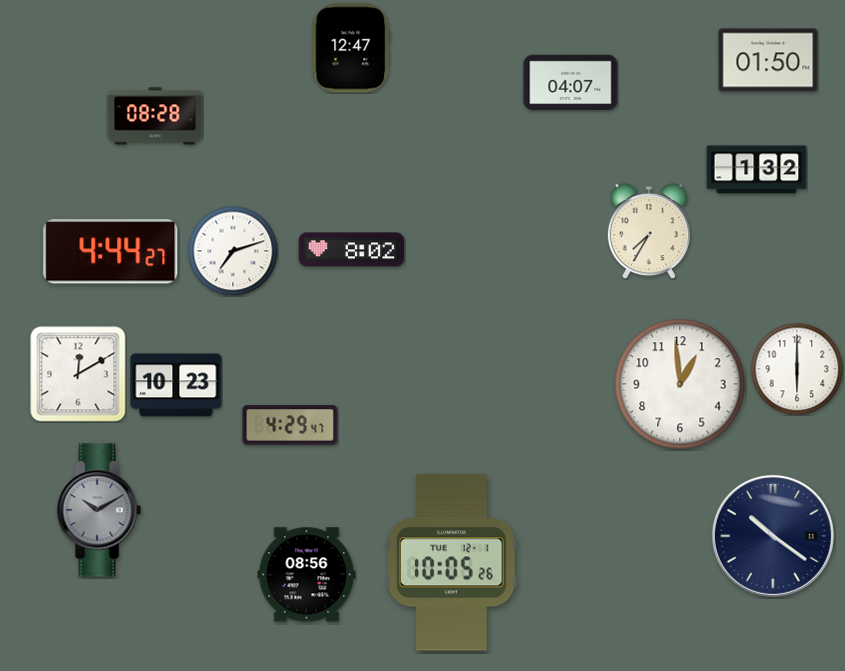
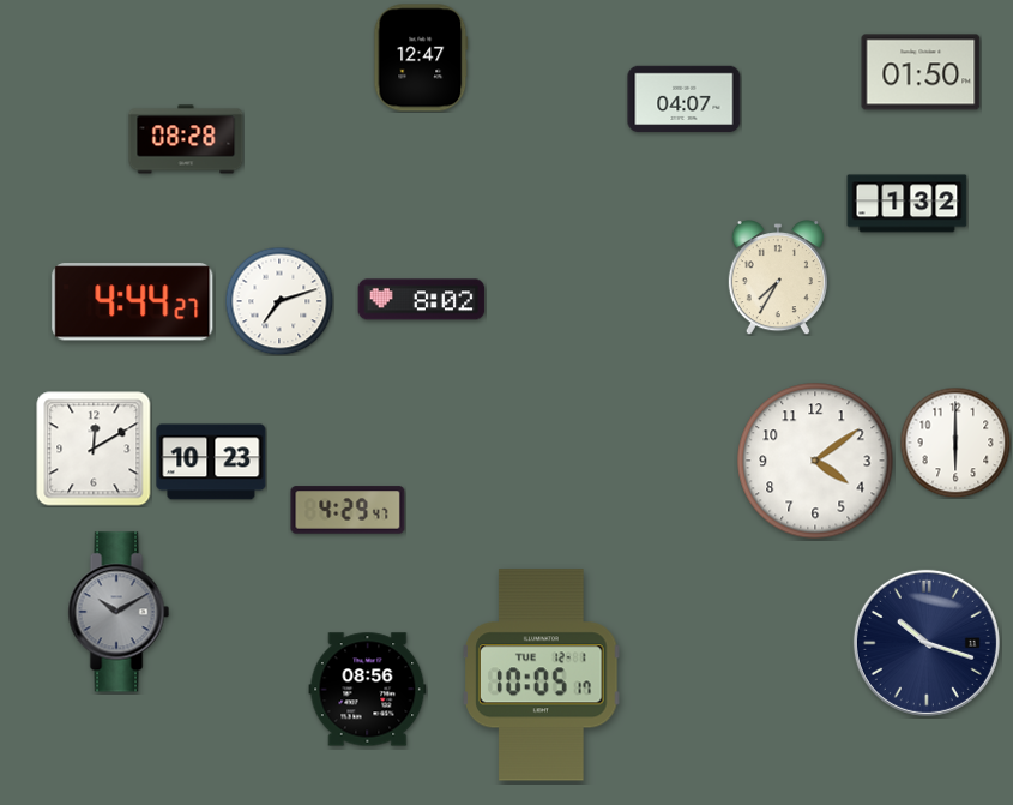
clock at (680, 384): 12:59 -> 4:09
clock at (773, 536): 10:21 -> 10:18
clock at (452, 563): 10:05:26 -> 10:05:17
